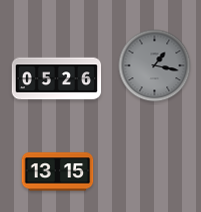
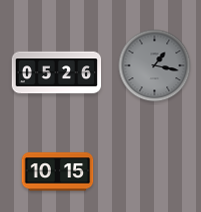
clock at (57, 79) position: (57, 79) -> (57, 73)
clock at (58, 172): 13:15 -> 10:15
